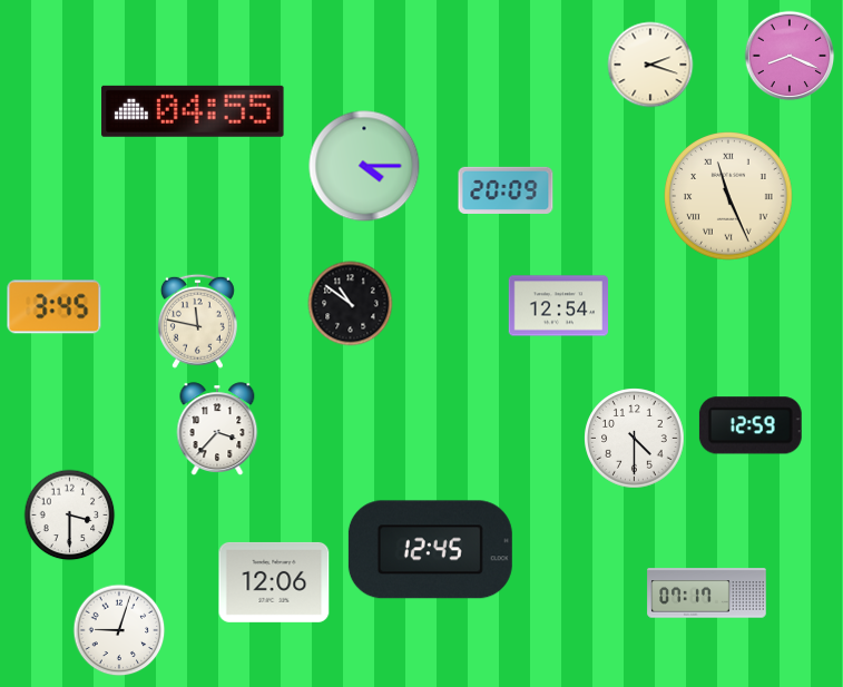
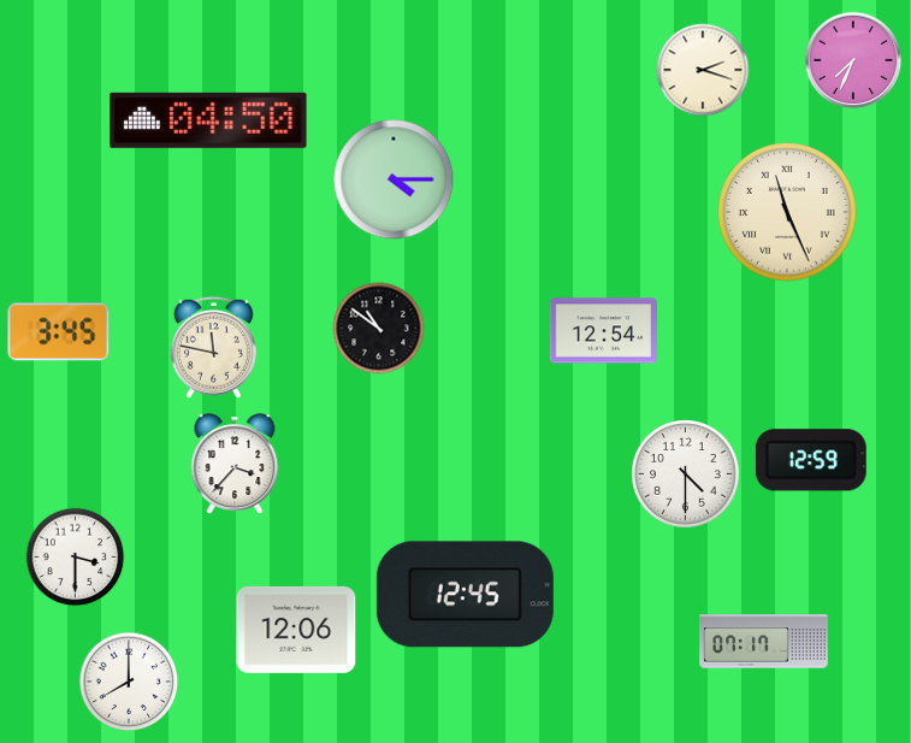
clock at (790, 56): 8:19 -> 7:34
clock at (193, 111): 04:55 -> 04:50
clock at (506, 190): 20:09 -> none
clock at (119, 630): 9:03 -> 8:00
